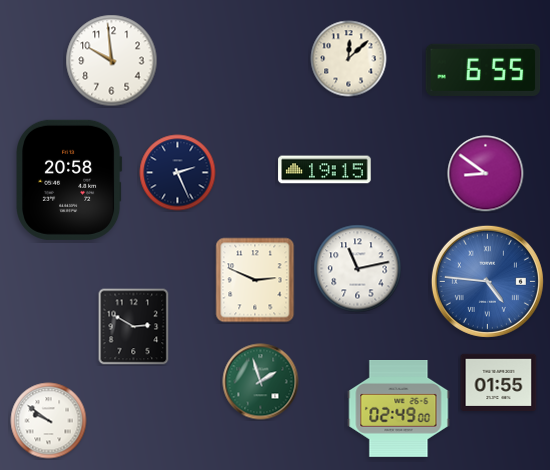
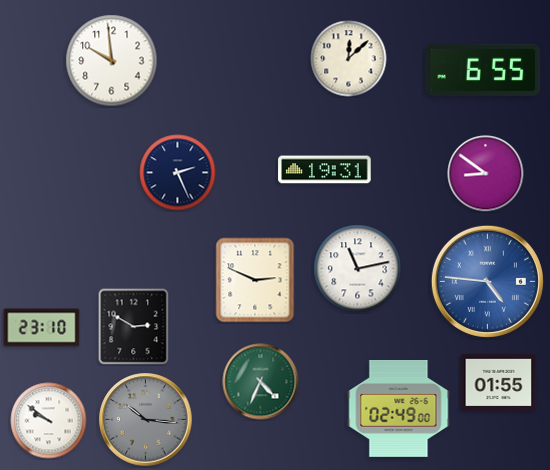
clock at (325, 170): 19:15 -> 19:31
clock at (69, 180): 20:58 -> none
clock at (42, 328): none -> 23:10
clock at (261, 382): 1:57 -> 4:34
clock at (146, 420): none -> 10:16
